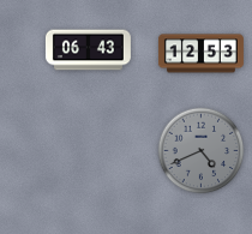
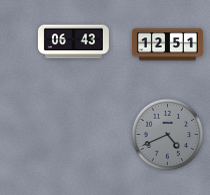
clock at (200, 54): 12:53 -> 12:51
clock at (202, 151) position: (202, 151) -> (168, 135)
